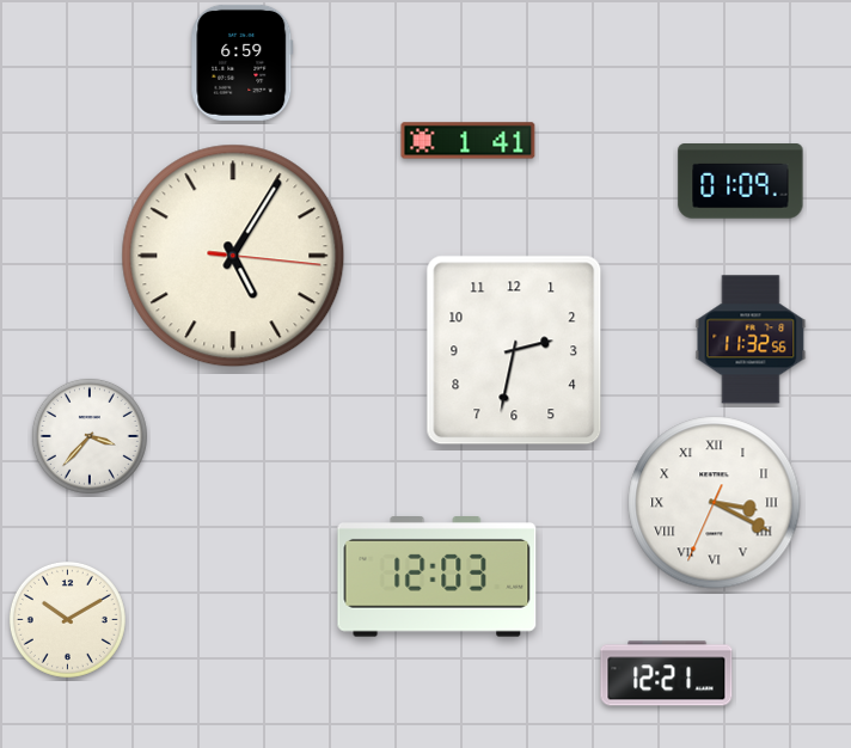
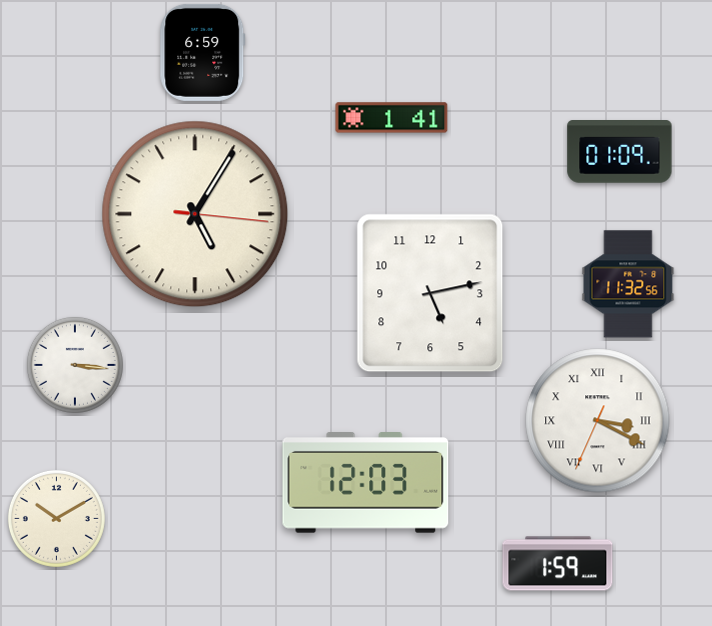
clock at (514, 350): 2:32 -> 5:13
clock at (90, 436): 3:37 -> 3:16
clock at (667, 674): 12:21 -> 1:59
